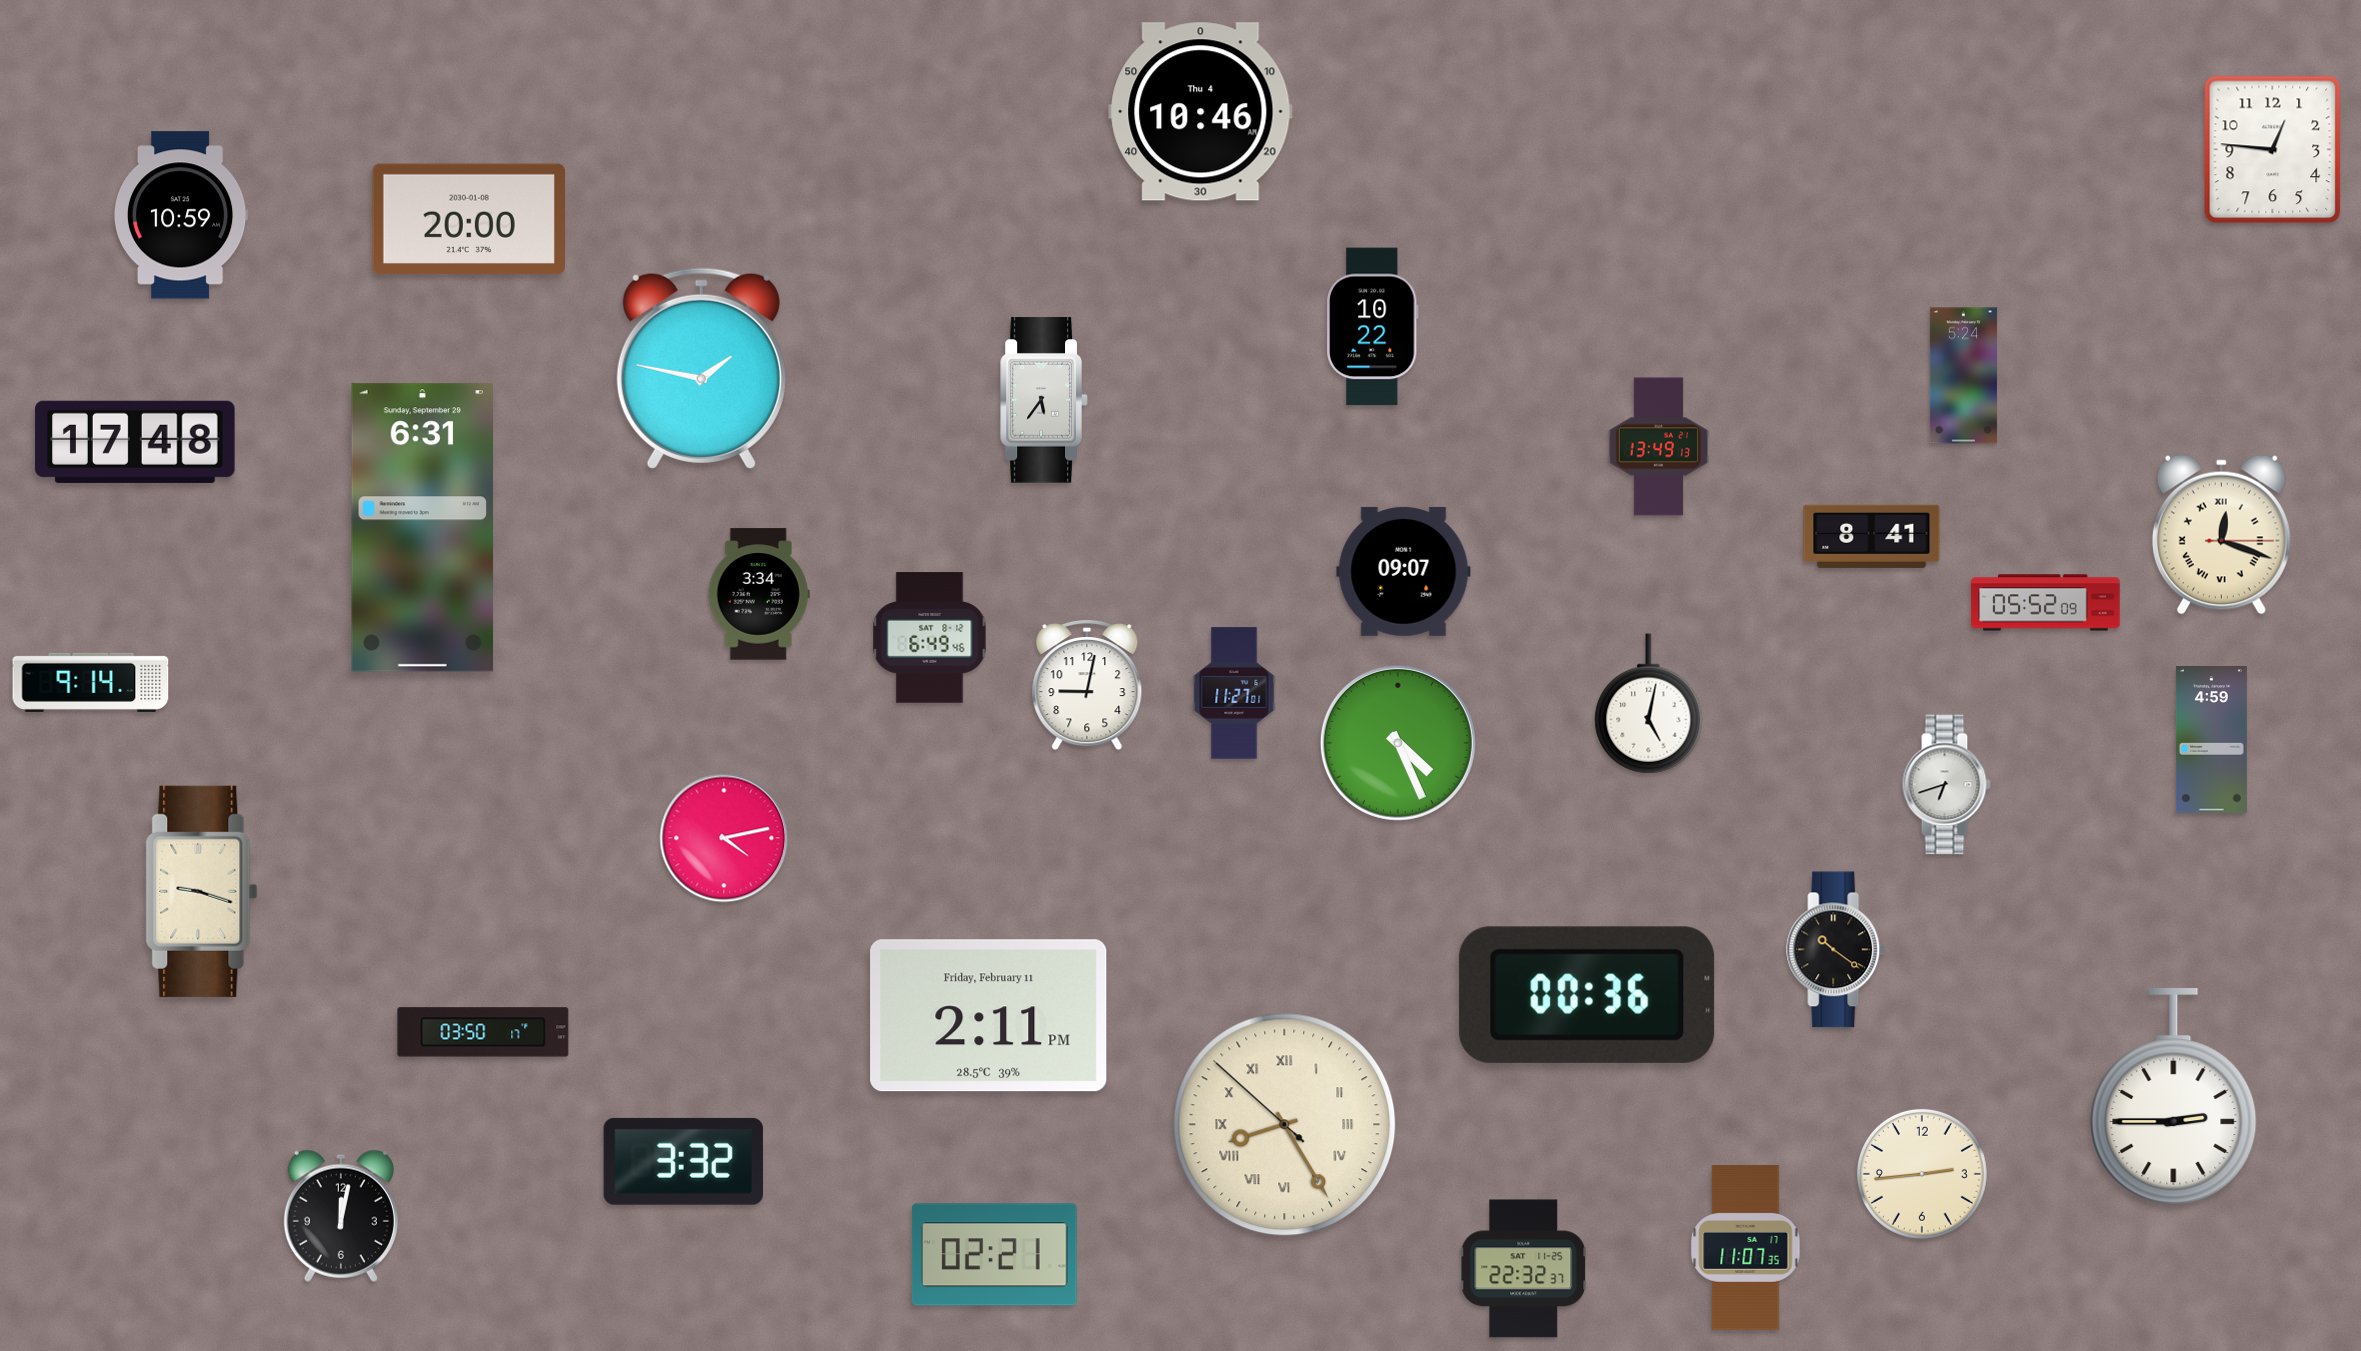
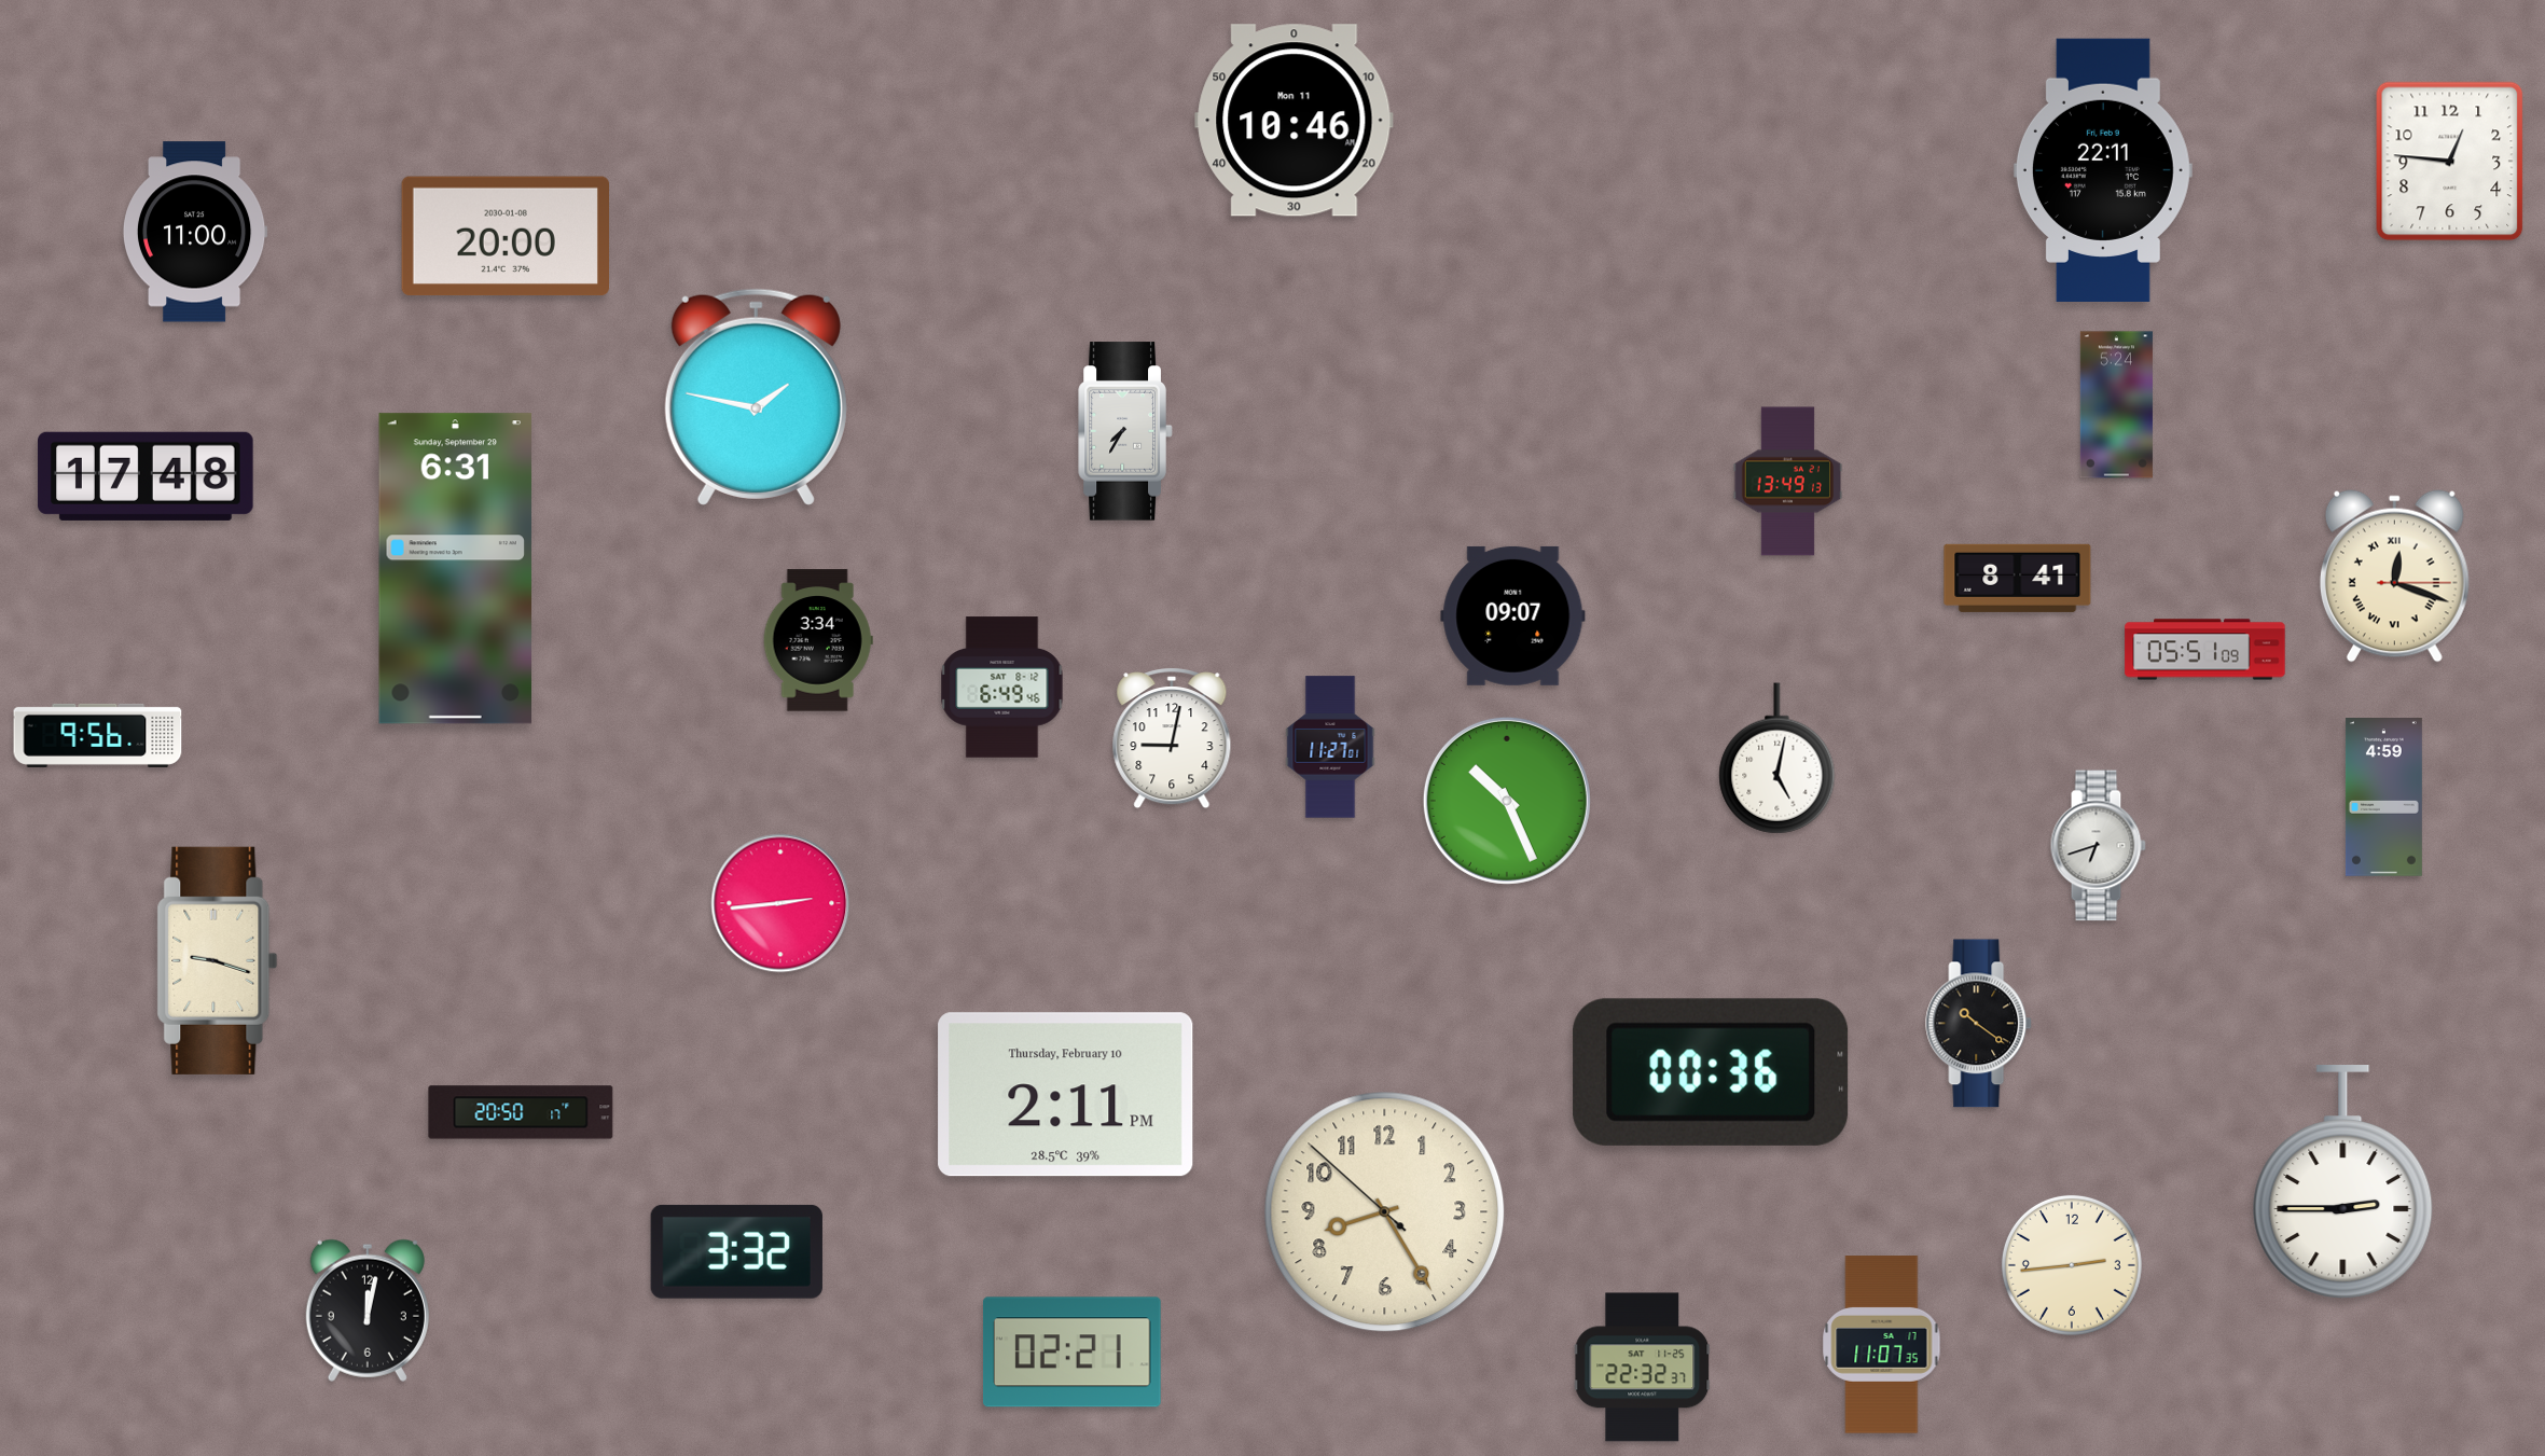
clock at (1201, 112) date: Thu 4 -> Mon 11
clock at (2103, 170): none -> 22:11
clock at (181, 215): 10:59 -> 11:00
clock at (1373, 327): 10:22 -> none
clock at (1044, 400): 5:36 -> 7:35
clock at (2046, 603): 05:52 -> 05:51
clock at (91, 682): 9:14 -> 9:56
clock at (1398, 743): 4:26 -> 10:26
clock at (724, 838): 4:13 -> 2:44
clock at (989, 1016) date: Friday, February 11 -> Thursday, February 10
clock at (483, 1032): 03:50 -> 20:50
clock at (1285, 1125) numerals: Roman -> Arabic
